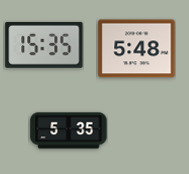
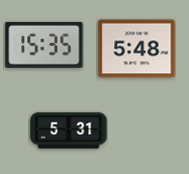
clock at (69, 131): 5:35 -> 5:31
